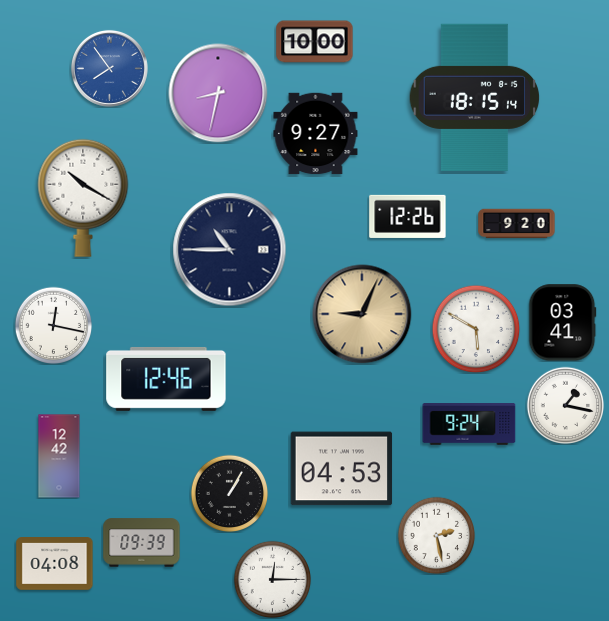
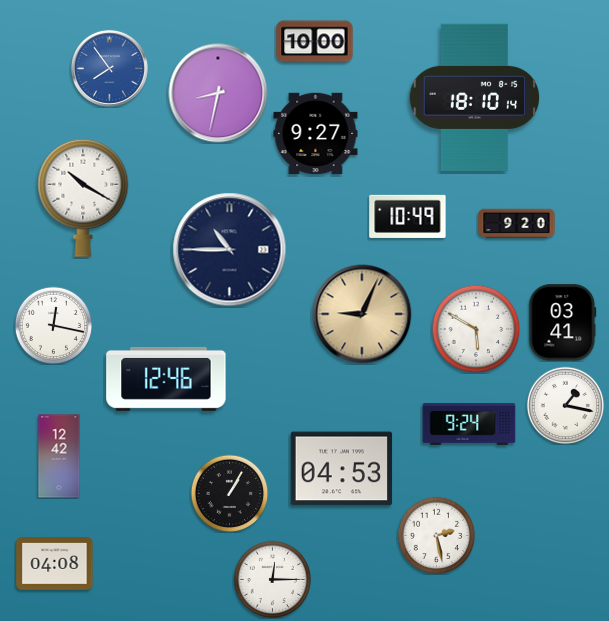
clock at (475, 97): 18:15 -> 18:10
clock at (408, 216): 12:26 -> 10:49
clock at (142, 543): 09:39 -> none
